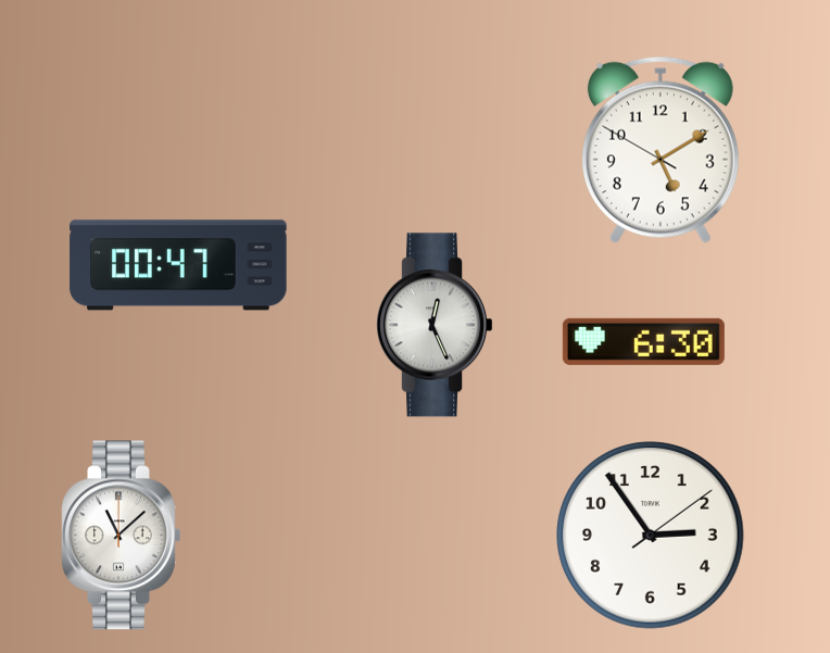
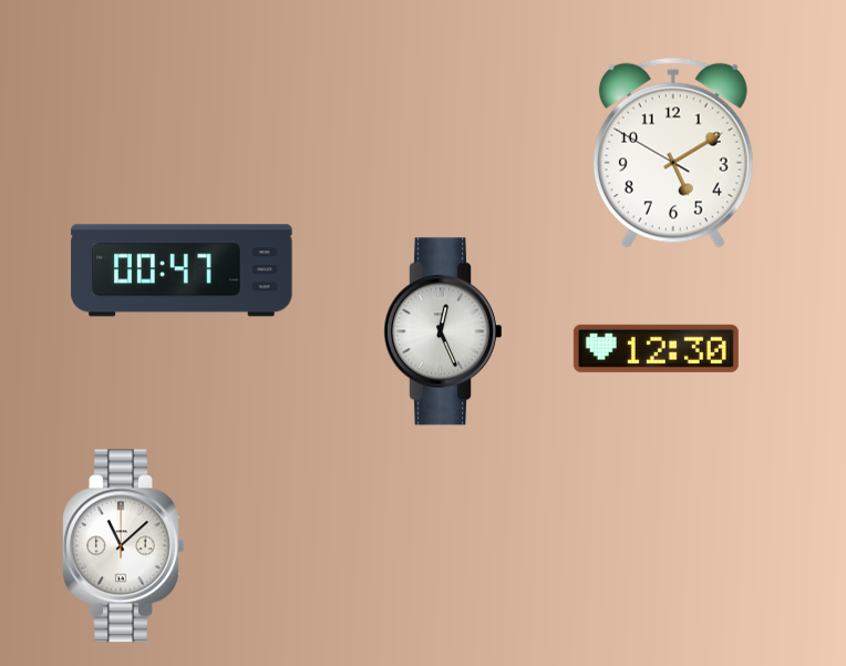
clock at (643, 341): 6:30 -> 12:30
clock at (651, 536): 2:54 -> none
